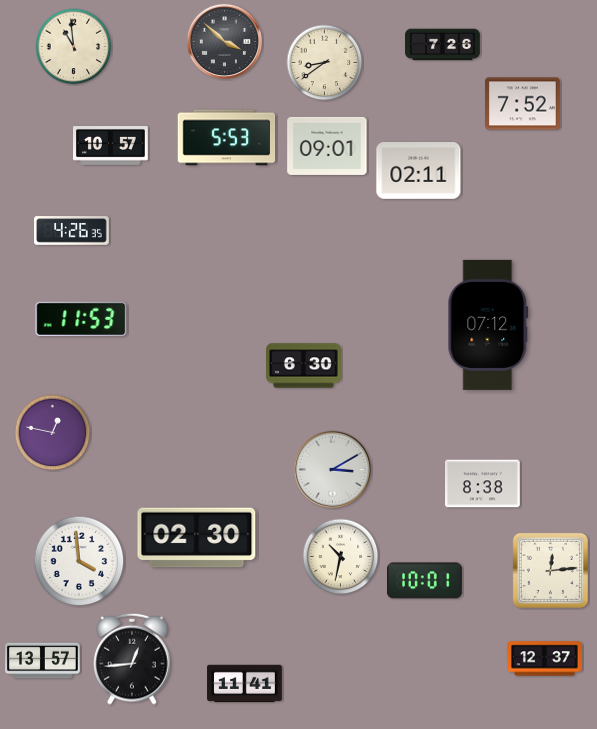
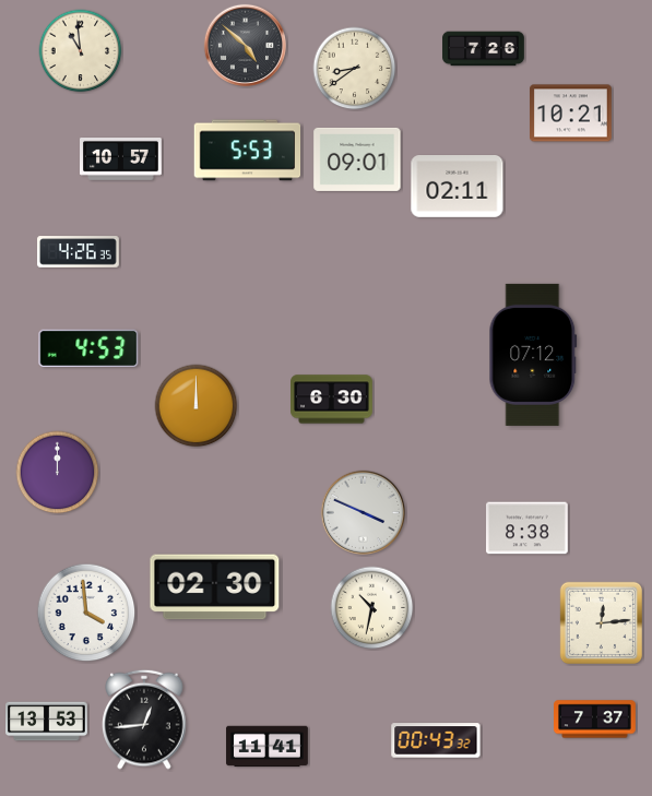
clock at (224, 41): 3:52 -> 4:52
clock at (523, 104): 7:52 -> 10:21
clock at (81, 319): 11:53 -> 4:53
clock at (197, 406): none -> 12:00
clock at (53, 433): 12:47 -> 12:00
clock at (332, 469): 3:10 -> 3:49
clock at (425, 581): 10:01 -> none
clock at (545, 659): 12:37 -> 7:37
clock at (43, 661): 13:57 -> 13:53
clock at (436, 740): none -> 00:43
